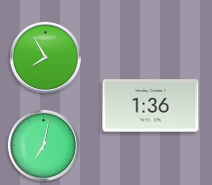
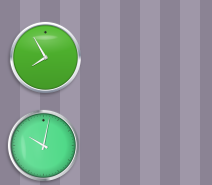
clock at (151, 106): 1:36 -> none
clock at (43, 145): 7:02 -> 10:02
